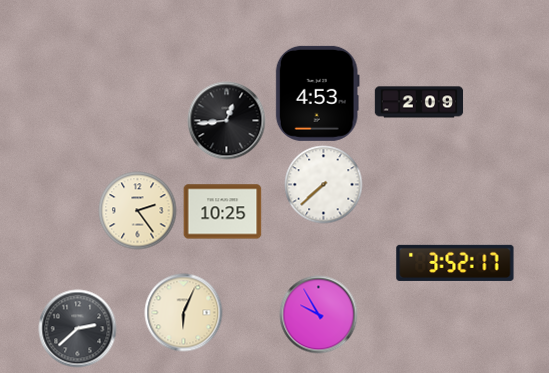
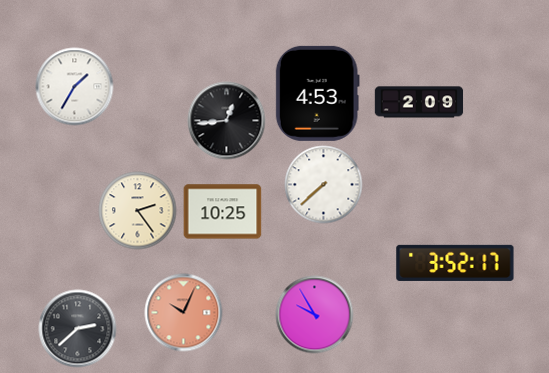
clock at (74, 86): none -> 1:35
clock at (183, 312): 6:04 -> 10:04
clock at (183, 312) dial: cream -> salmon
clock at (318, 314) position: (318, 314) -> (314, 314)
